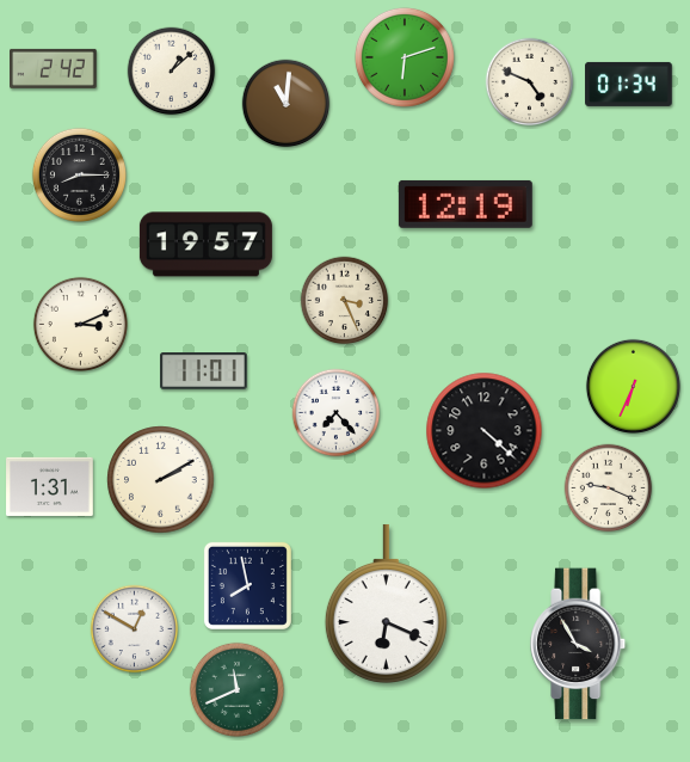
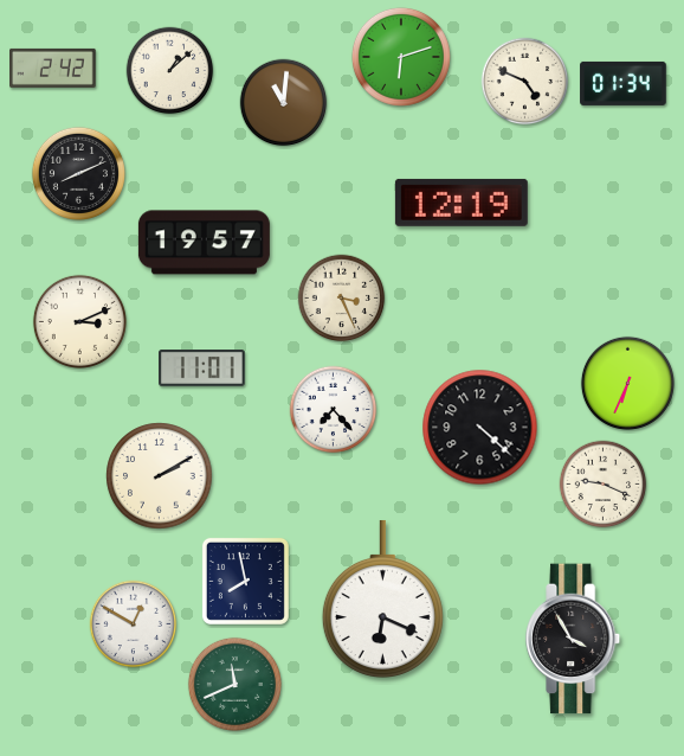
clock at (79, 174): 8:15 -> 8:11
clock at (50, 486): 1:31 -> none
